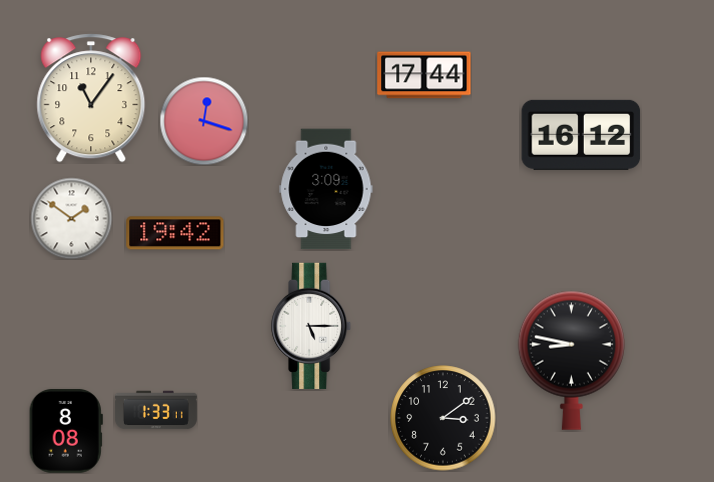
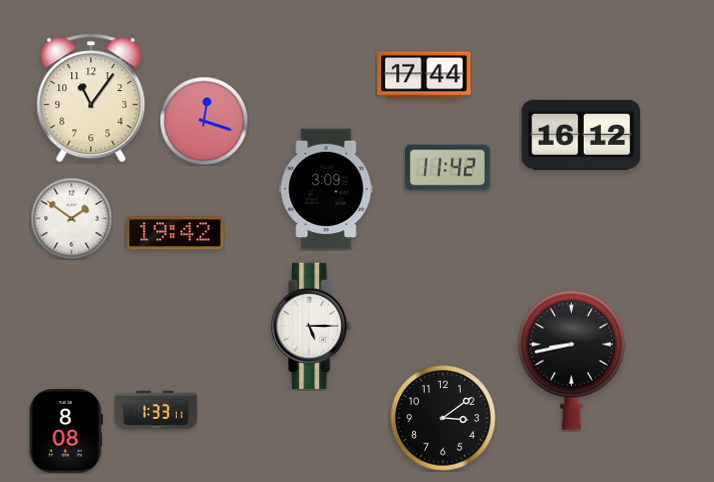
clock at (448, 168): none -> 11:42
clock at (571, 360): 8:47 -> 8:43
